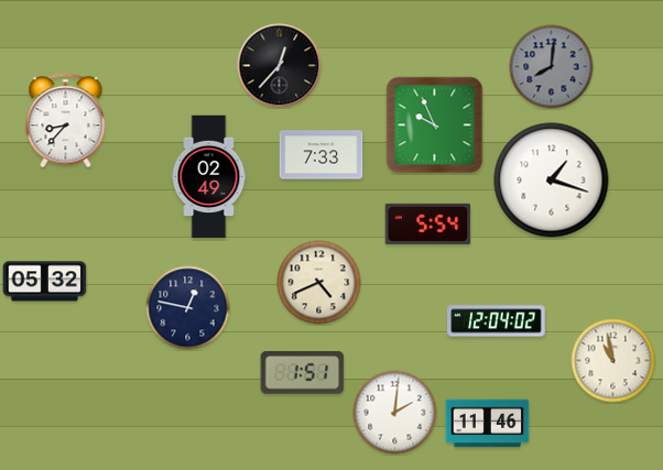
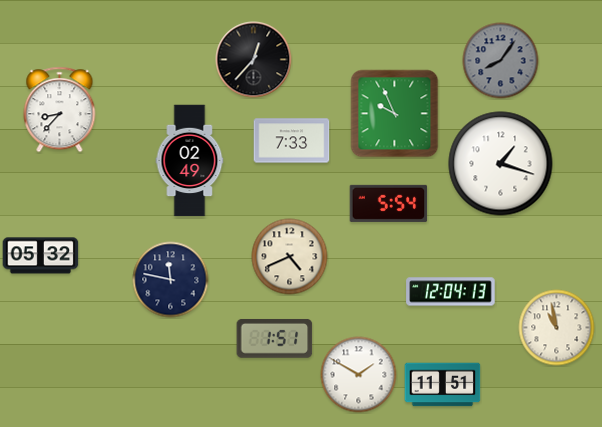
clock at (552, 67): 8:01 -> 8:06
clock at (188, 308): 12:47 -> 11:47
clock at (497, 321): 12:04:02 -> 12:04:13
clock at (395, 413): 2:01 -> 1:50
clock at (488, 424): 11:46 -> 11:51
